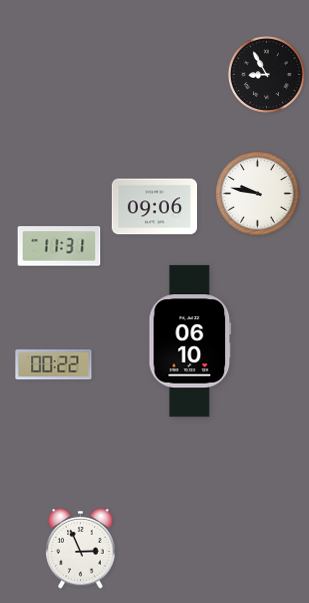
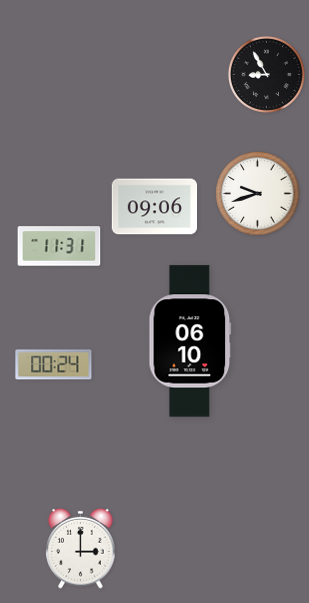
clock at (258, 194): 9:47 -> 9:42
clock at (54, 365): 00:22 -> 00:24
clock at (81, 548): 2:56 -> 3:00
